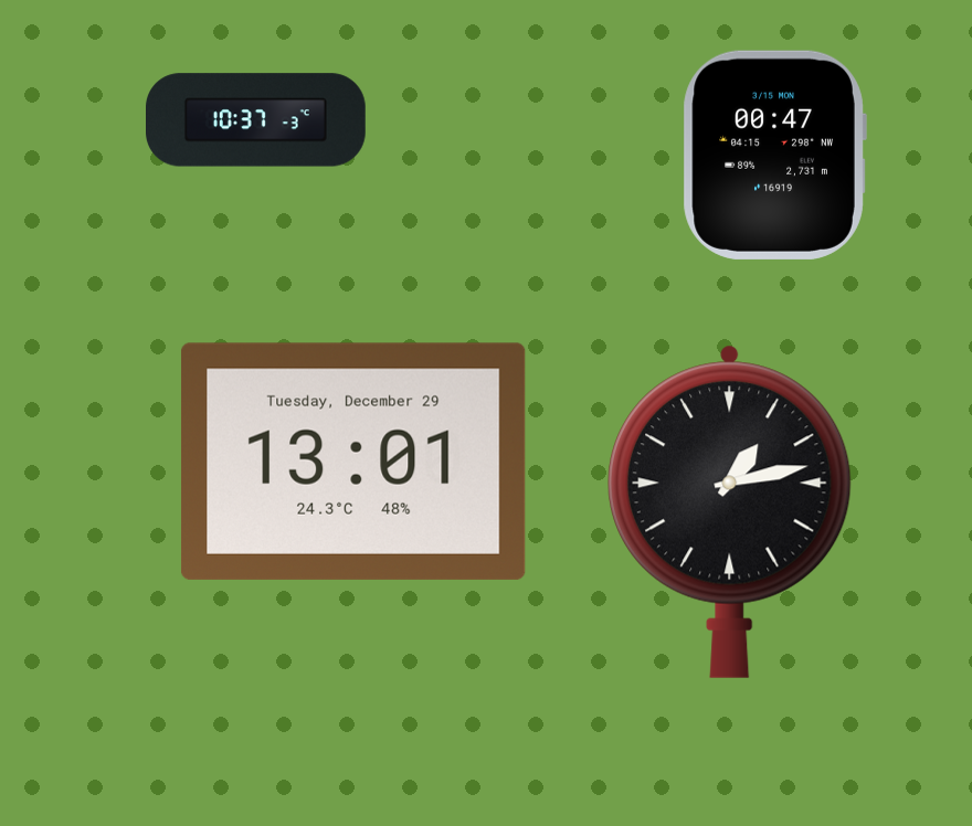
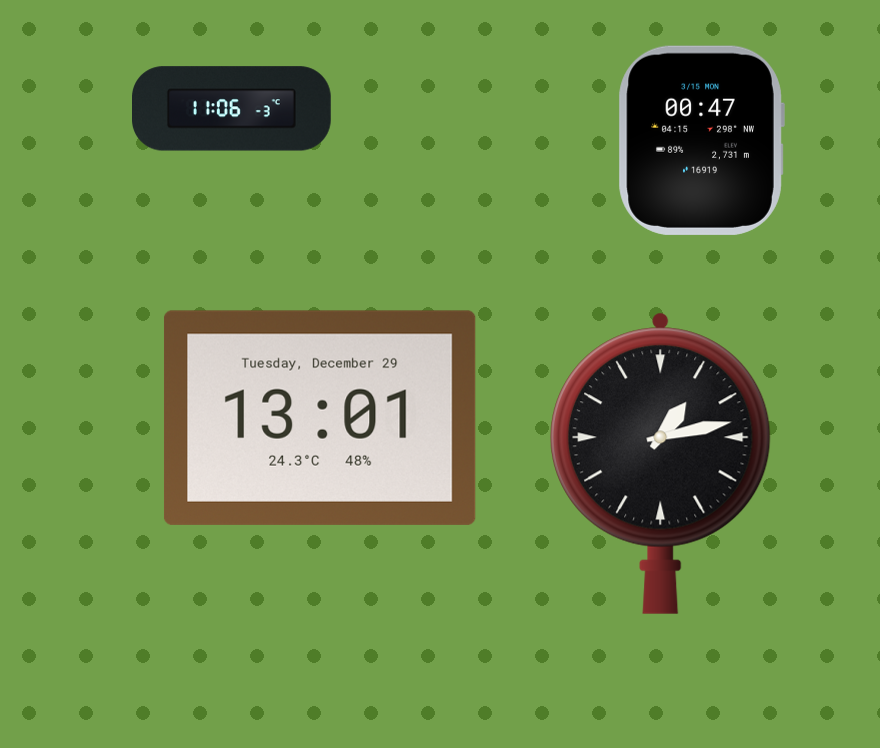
clock at (256, 120): 10:37 -> 11:06
